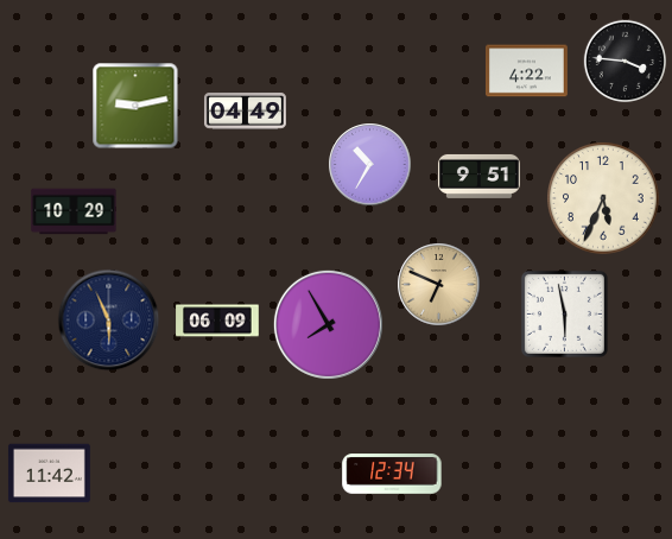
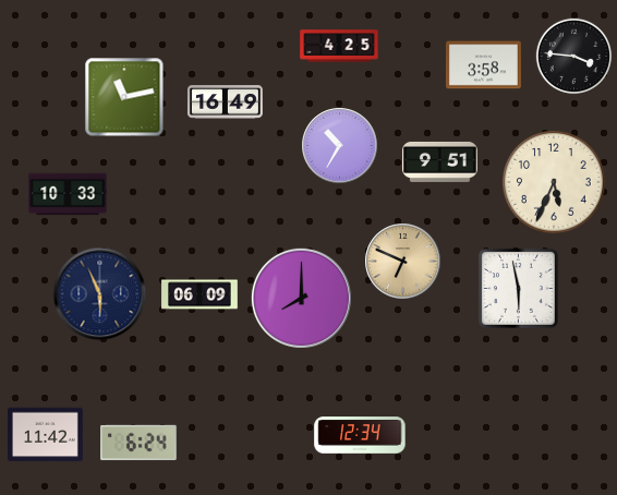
clock at (339, 46): none -> 4:25
clock at (526, 71): 4:22 -> 3:58
clock at (135, 106): 9:13 -> 11:13
clock at (245, 112): 04:49 -> 16:49
clock at (370, 165) position: (370, 165) -> (340, 146)
clock at (74, 211): 10:29 -> 10:33
clock at (328, 324): 7:55 -> 8:00
clock at (138, 443): none -> 6:24
